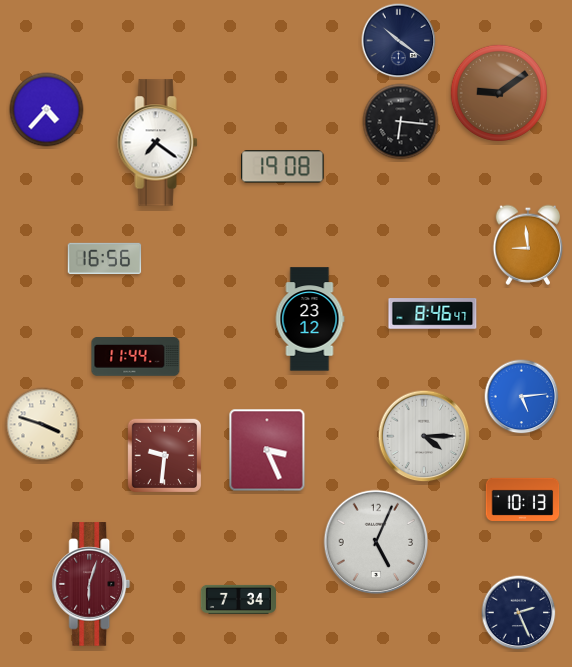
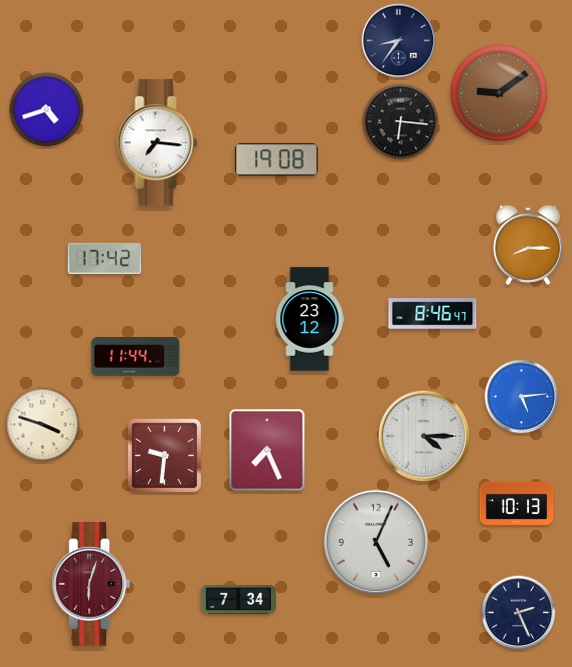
clock at (399, 41): 10:21 -> 8:36
clock at (47, 110): 4:37 -> 4:42
clock at (158, 143): 7:21 -> 7:16
clock at (283, 167) position: (283, 167) -> (277, 160)
clock at (528, 245): 8:59 -> 8:15
clock at (105, 258): 16:56 -> 17:42
clock at (267, 450): 3:26 -> 7:26
clock at (523, 499) position: (523, 499) -> (517, 503)
